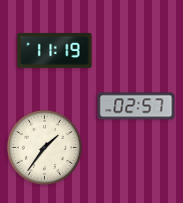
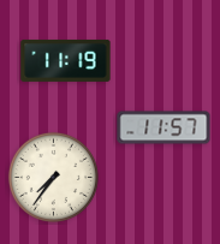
clock at (136, 106): 02:57 -> 11:57
clock at (44, 147): 1:36 -> 7:36
